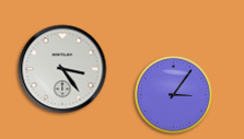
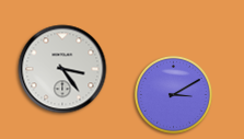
clock at (173, 94): 3:06 -> 3:10
